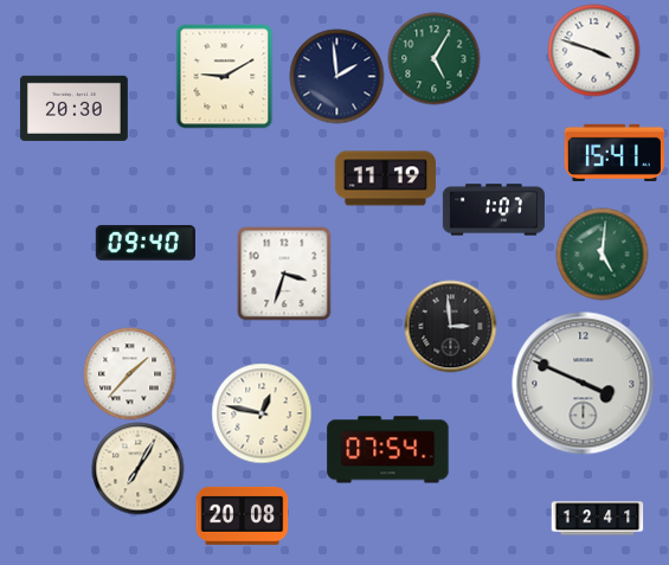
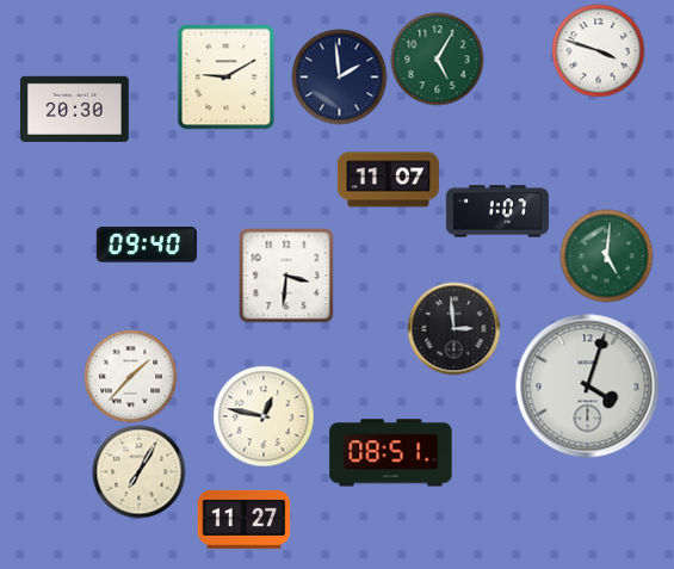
clock at (615, 153): 15:41 -> none
clock at (385, 179): 11:19 -> 11:07
clock at (284, 274): 3:33 -> 3:31
clock at (584, 384): 3:49 -> 4:03
clock at (388, 450): 07:54 -> 08:51
clock at (242, 515): 20:08 -> 11:27
clock at (597, 519): 12:41 -> none
